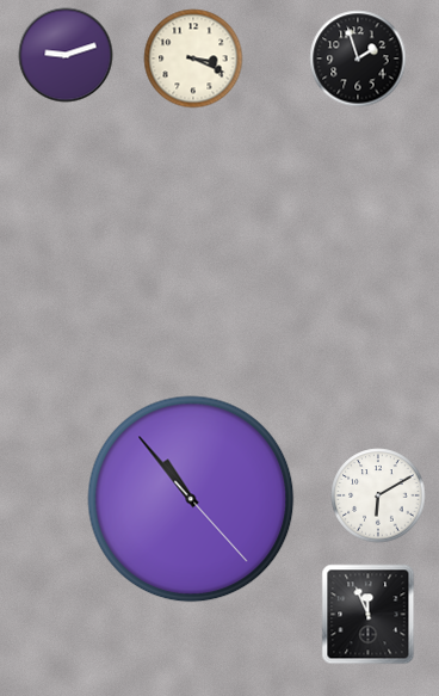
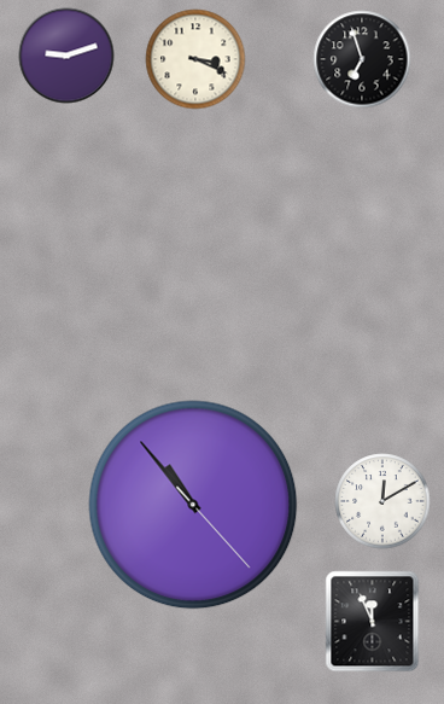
clock at (358, 58): 1:57 -> 6:57
clock at (378, 495): 6:10 -> 12:10
